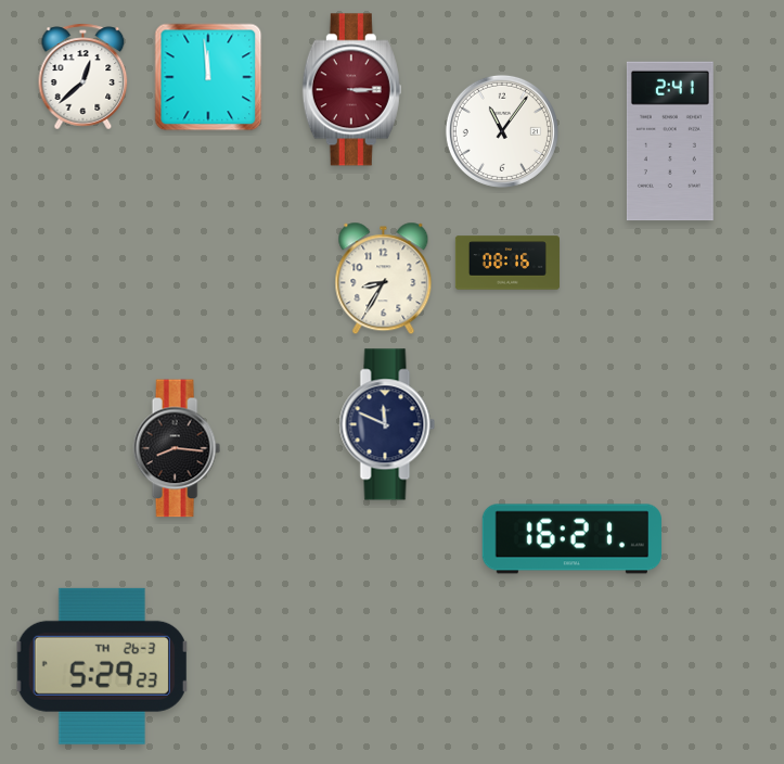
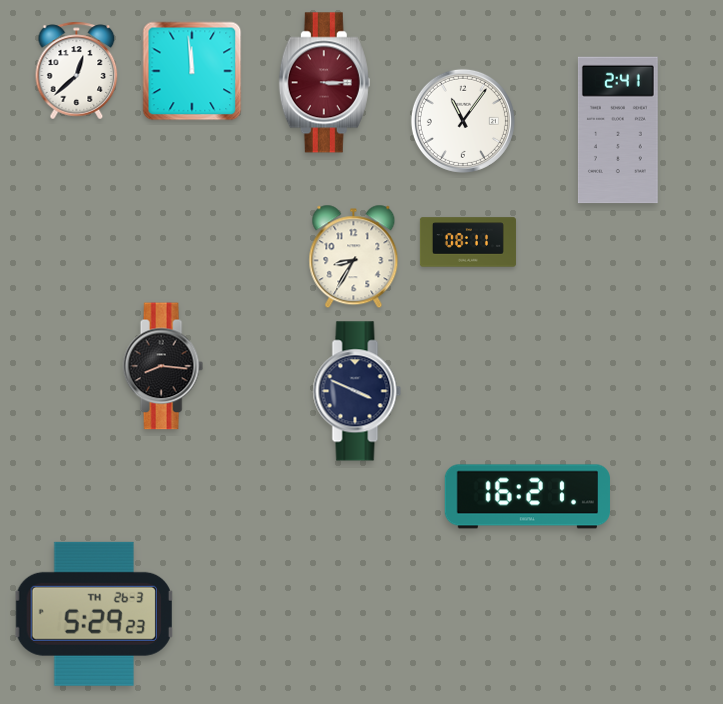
clock at (507, 263): 08:16 -> 08:11
clock at (387, 424): 11:49 -> 3:49
clock at (177, 448) position: (177, 448) -> (163, 366)
